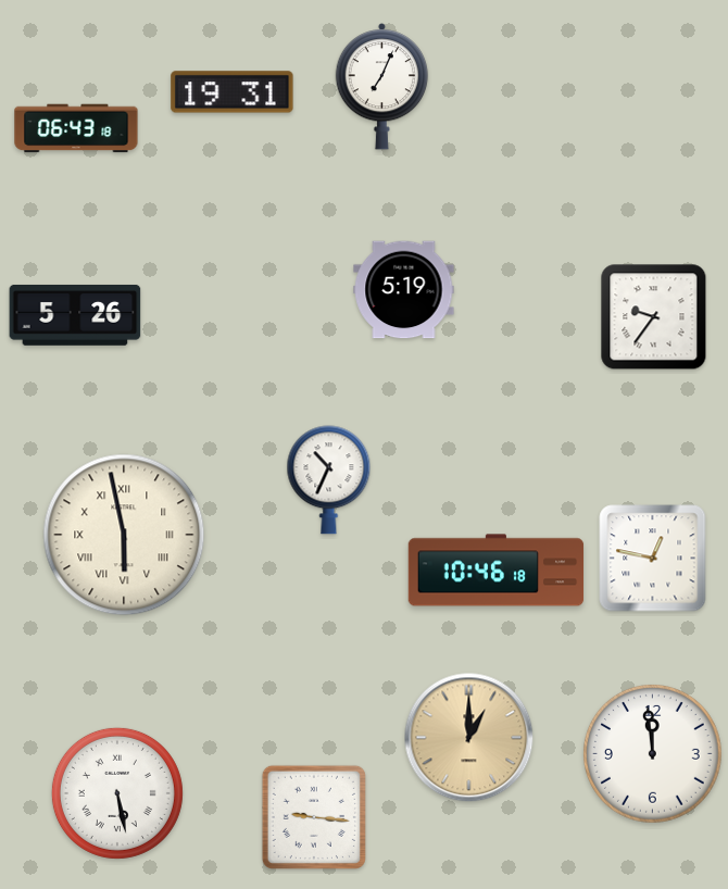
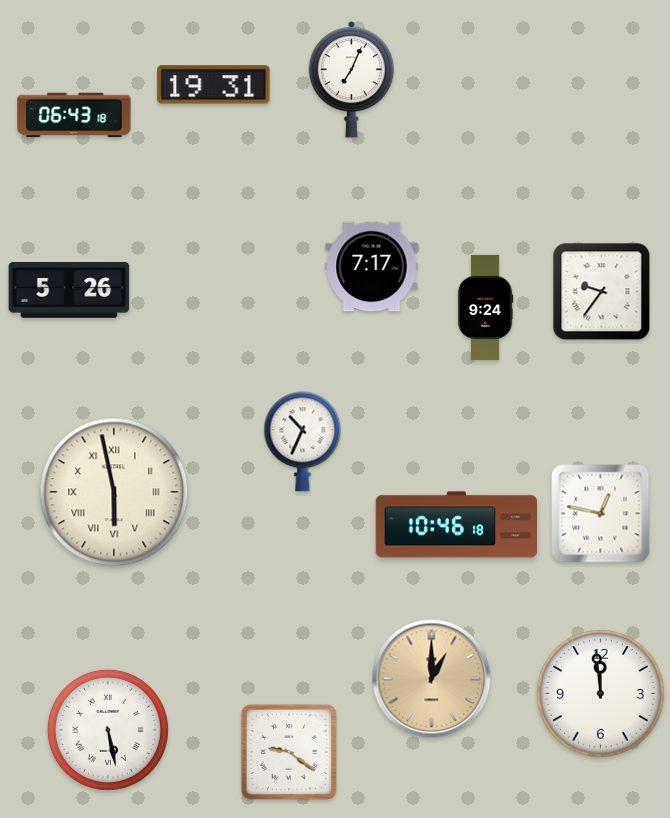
clock at (76, 128) position: (76, 128) -> (74, 115)
clock at (404, 290): 5:19 -> 7:17
clock at (485, 307): none -> 9:24
clock at (314, 817): 9:16 -> 9:21
